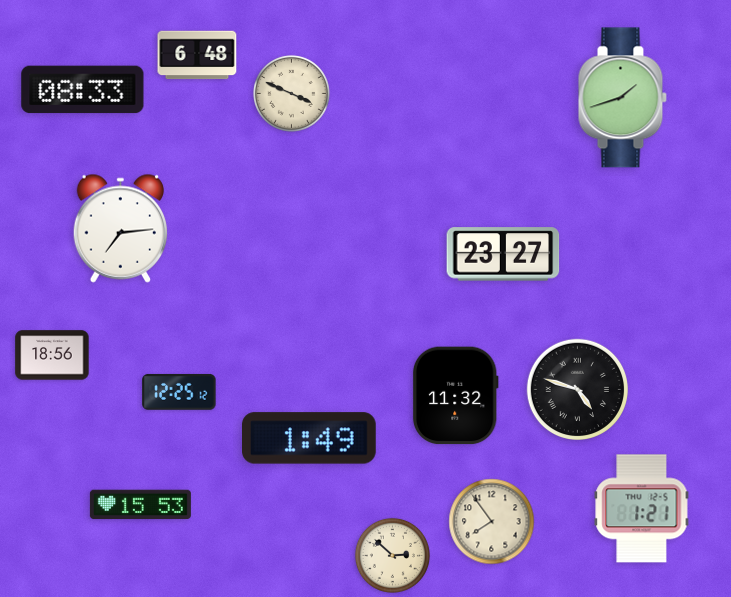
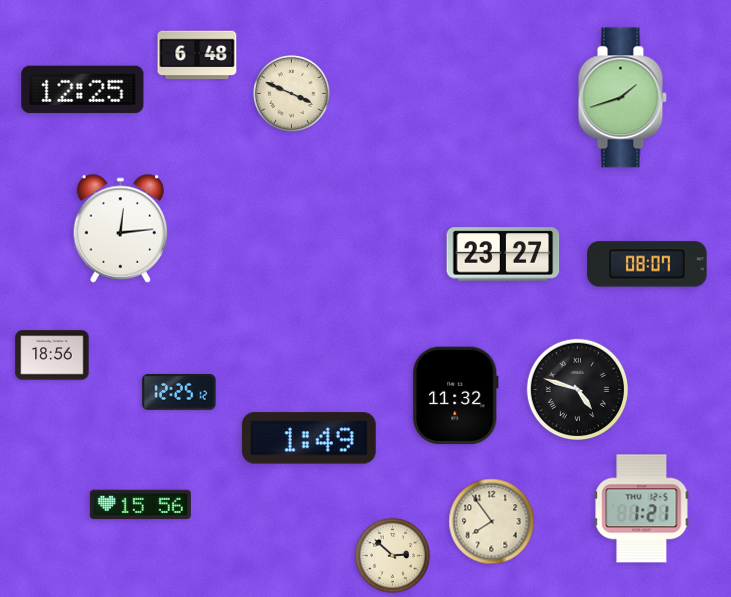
clock at (83, 90): 08:33 -> 12:25
clock at (121, 228): 7:14 -> 12:14
clock at (647, 264): none -> 08:07
clock at (140, 505): 15:53 -> 15:56
